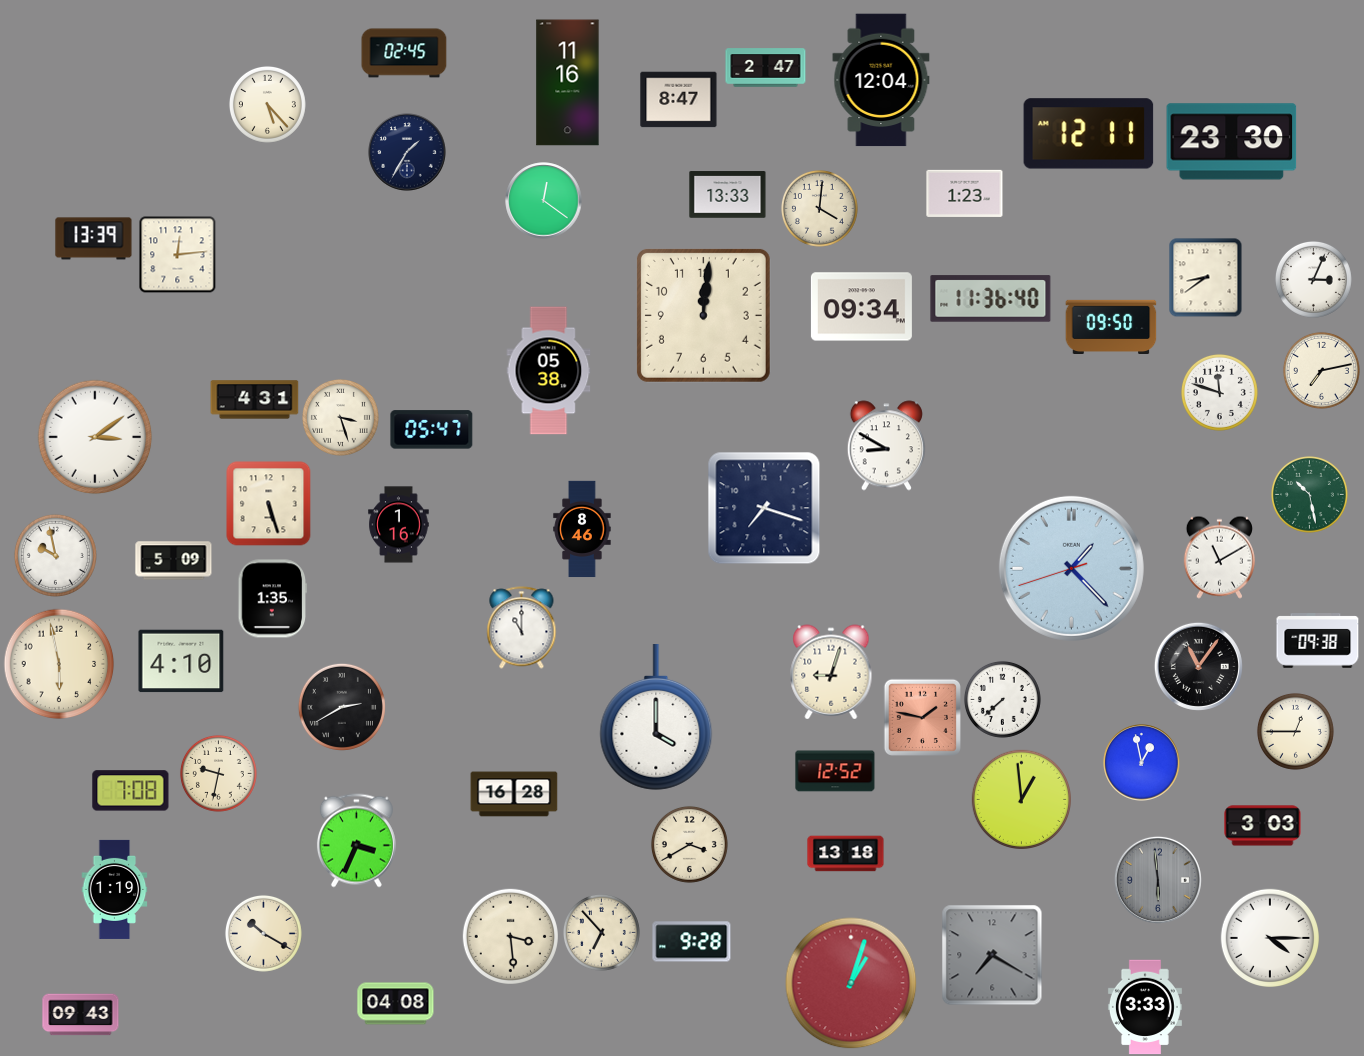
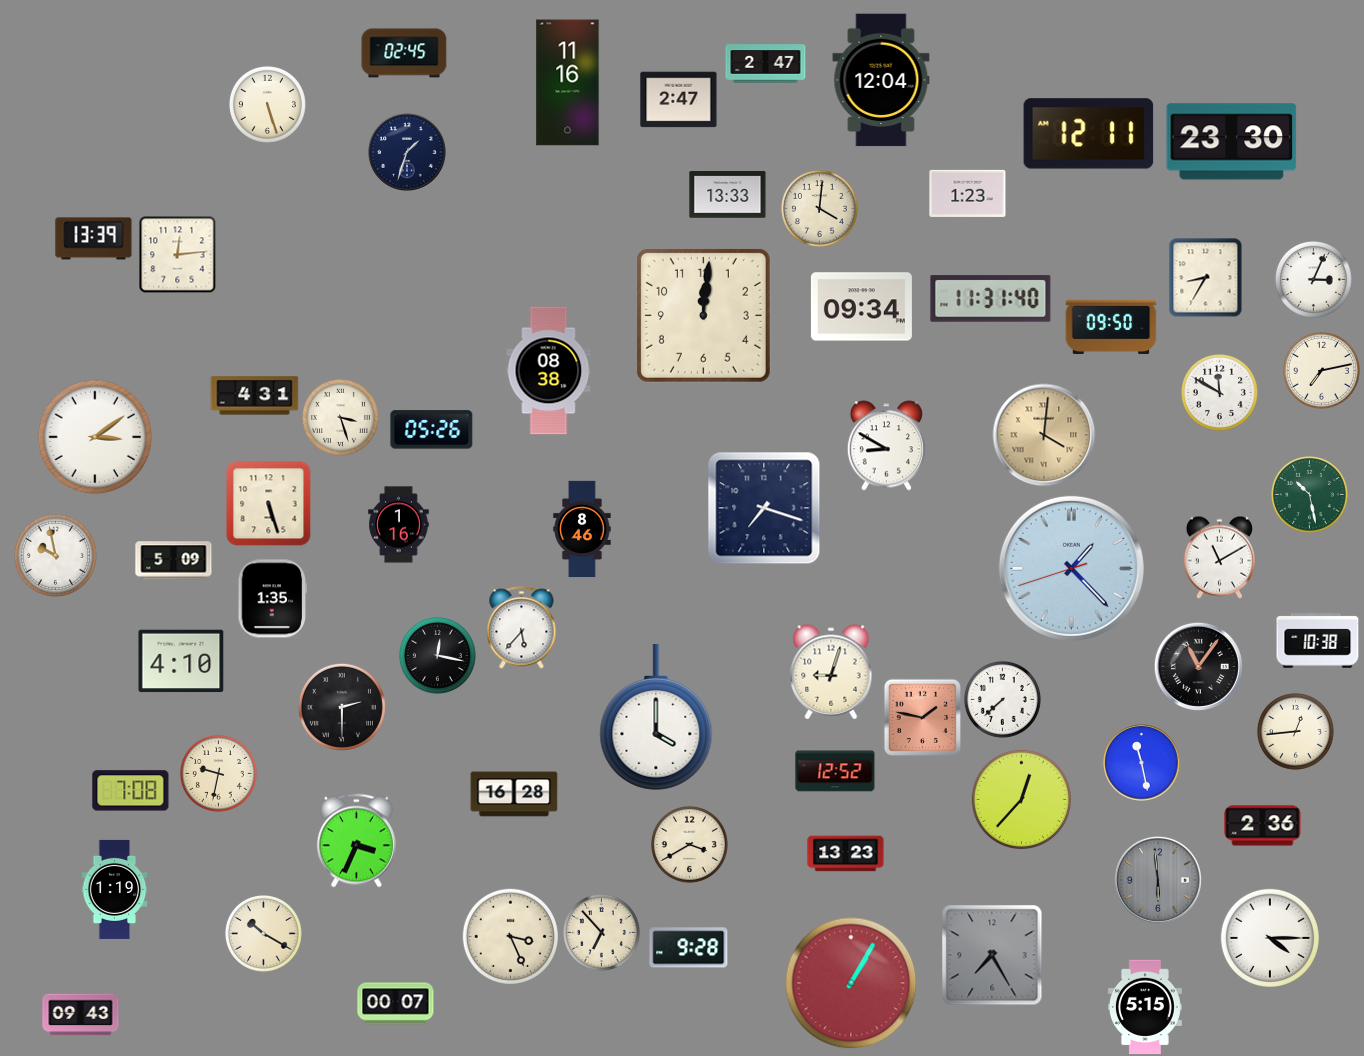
clock at (766, 68) position: (766, 68) -> (766, 64)
clock at (679, 100): 8:47 -> 2:47
clock at (267, 104): 5:23 -> 5:27
clock at (407, 152): 1:35 -> 1:33
clock at (965, 193) position: (965, 193) -> (968, 193)
clock at (544, 201): 12:21 -> none
clock at (1206, 278): 8:39 -> 8:35
clock at (991, 299): 11:36 -> 11:31
clock at (549, 371): 05:38 -> 08:38
clock at (1219, 392): 11:48 -> 11:50
clock at (255, 400) position: (255, 400) -> (255, 396)
clock at (432, 430): 05:47 -> 05:26
clock at (1044, 435): none -> 4:01
clock at (522, 628): 11:00 -> 5:37
clock at (1318, 641): 09:38 -> 10:38
clock at (437, 655): none -> 12:17
clock at (59, 664): 5:58 -> none
clock at (342, 707): 2:40 -> 2:30
clock at (1295, 731): 12:45 -> 12:44
clock at (1142, 763): 12:58 -> 11:28
clock at (1021, 799): 12:59 -> 12:37
clock at (1263, 826): 3:03 -> 2:36
clock at (846, 854): 13:18 -> 13:23
clock at (510, 936): 3:29 -> 3:26
clock at (692, 942) position: (692, 942) -> (689, 948)
clock at (992, 955): 7:20 -> 7:25
clock at (851, 983): 1:03 -> 1:05
clock at (396, 1004): 04:08 -> 00:07
clock at (1145, 1007): 3:33 -> 5:15
